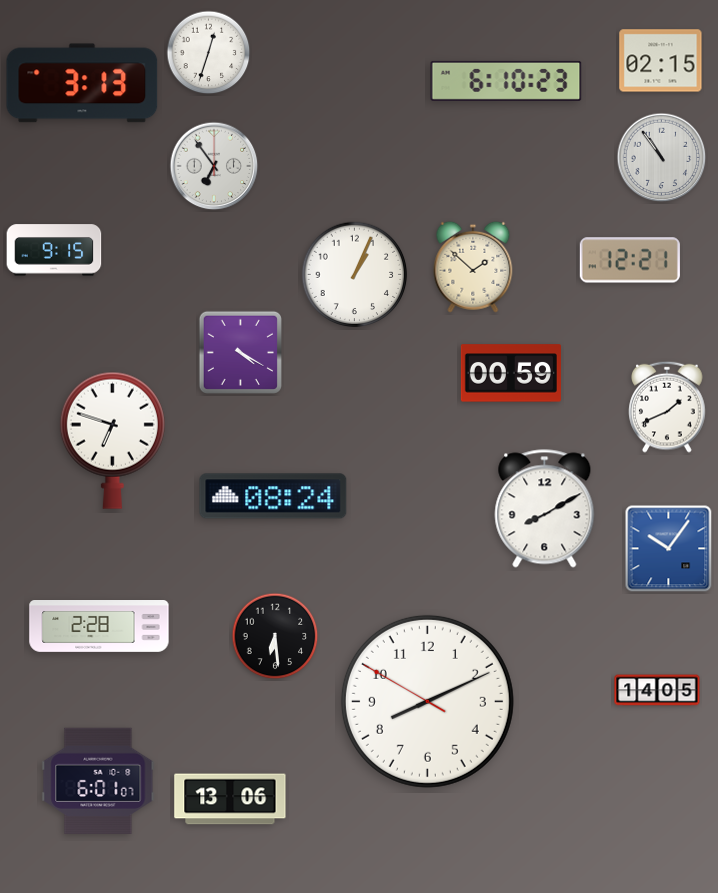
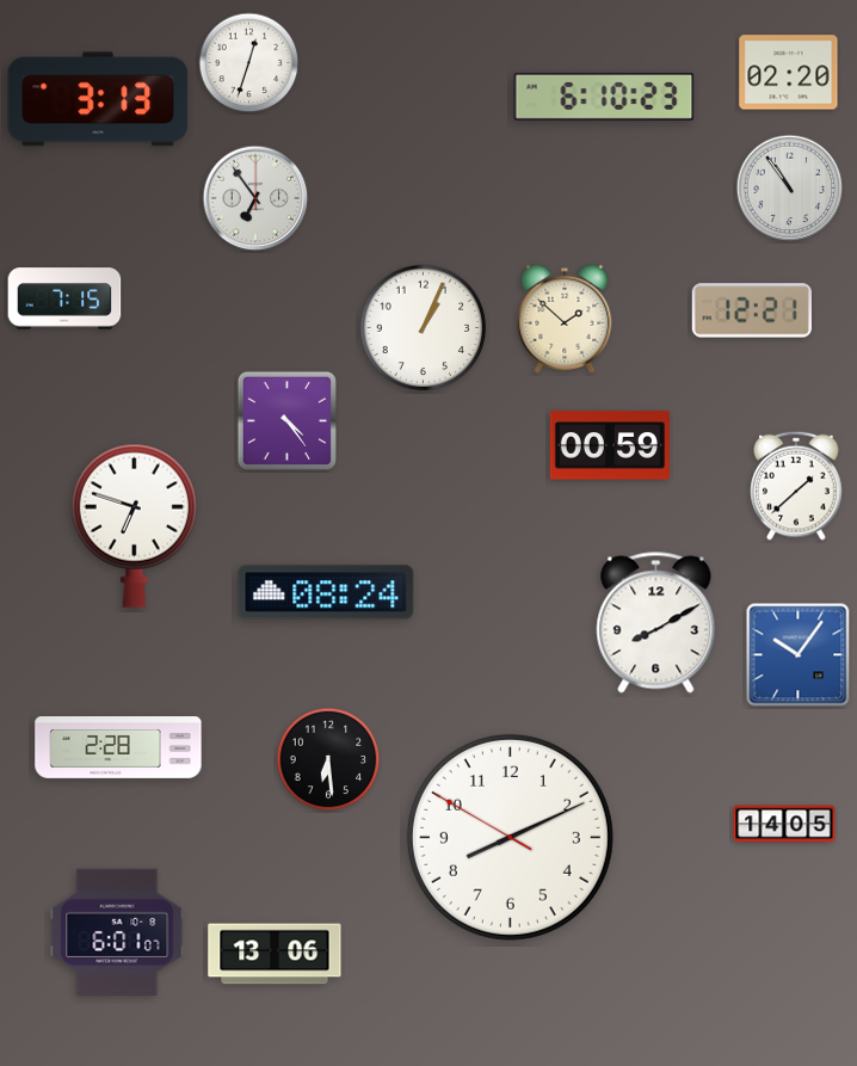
clock at (661, 61): 02:15 -> 02:20
clock at (54, 250): 9:15 -> 7:15
clock at (240, 352): 4:20 -> 4:24
clock at (667, 407): 1:41 -> 1:38
clock at (545, 509) position: (545, 509) -> (656, 623)
